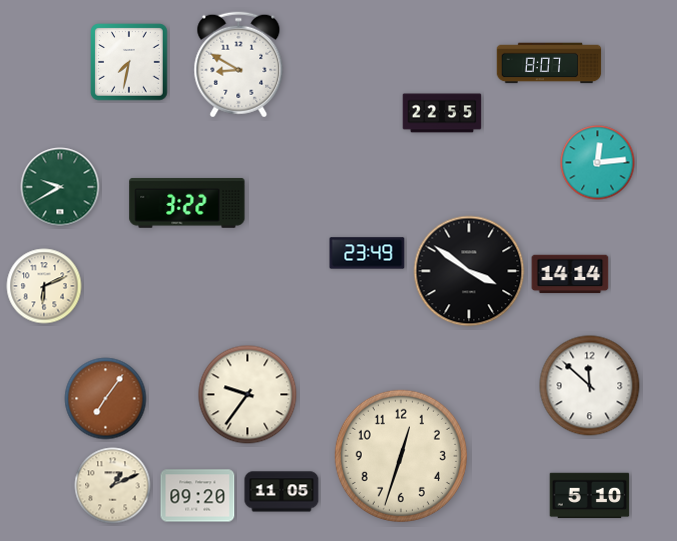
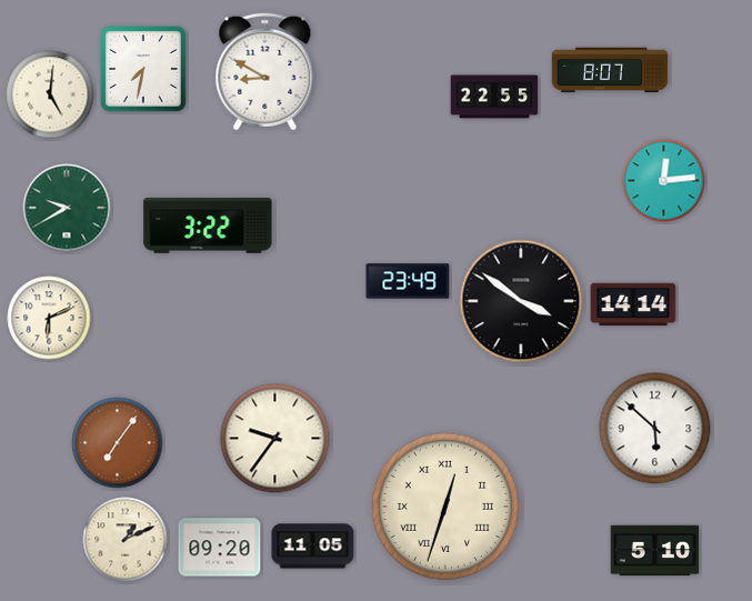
clock at (50, 94): none -> 5:01
clock at (442, 113) position: (442, 113) -> (494, 97)
clock at (590, 386): 11:52 -> 5:52
clock at (401, 456) numerals: Arabic -> Roman
clock at (198, 496) position: (198, 496) -> (220, 548)
